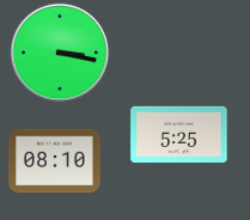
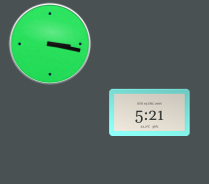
clock at (179, 134): 5:25 -> 5:21
clock at (55, 161): 08:10 -> none
